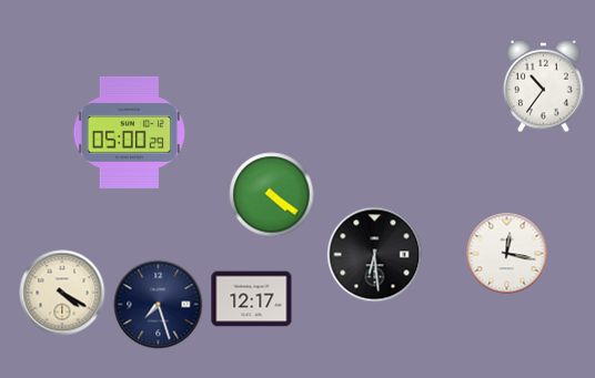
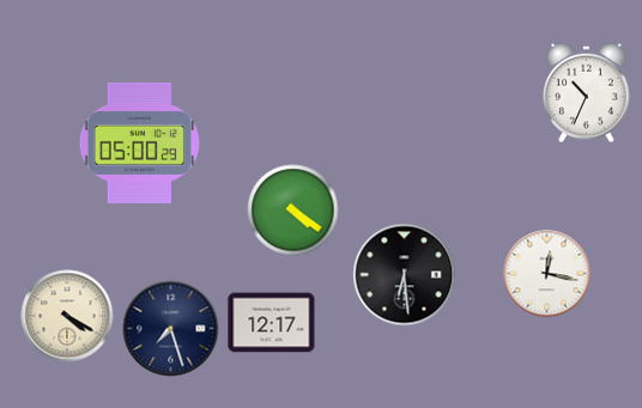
clock at (544, 86): 10:36 -> 10:34
